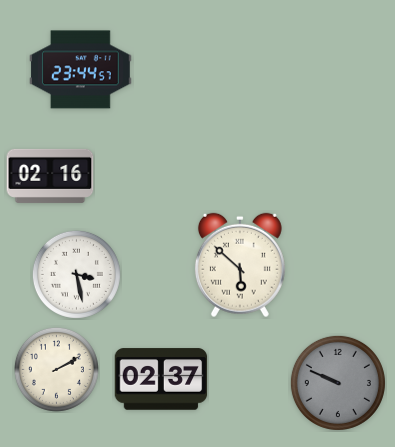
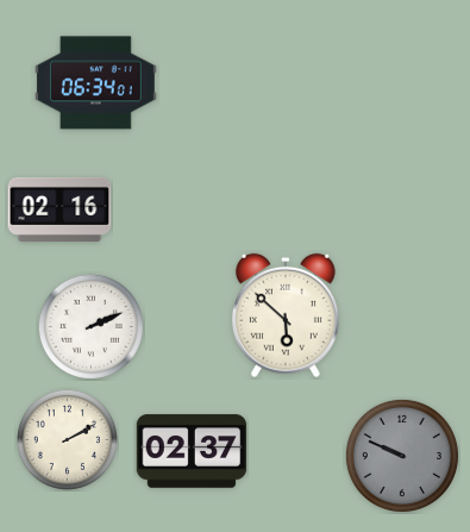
clock at (81, 70): 23:44 -> 06:34
clock at (76, 274): 3:28 -> 2:11
